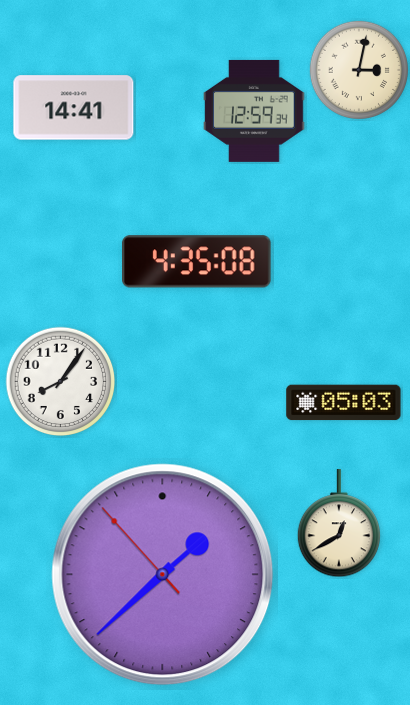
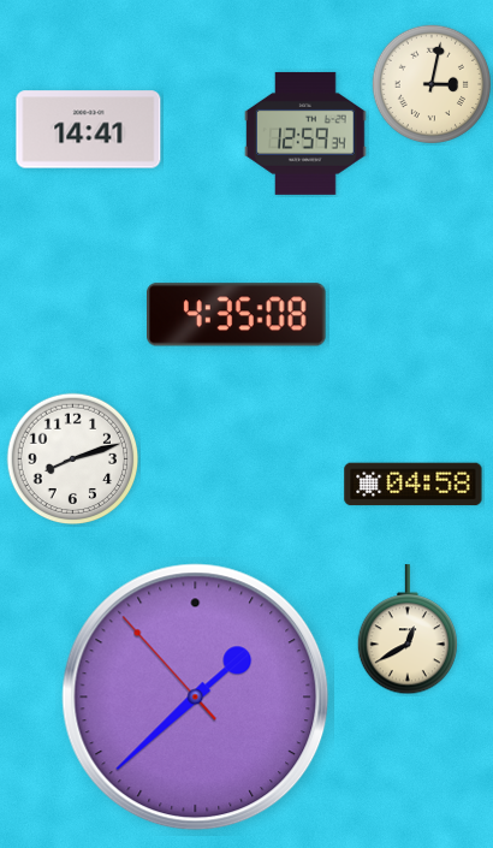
clock at (61, 382): 8:06 -> 8:12
clock at (344, 403): 05:03 -> 04:58
clock at (163, 575) position: (163, 575) -> (196, 698)
